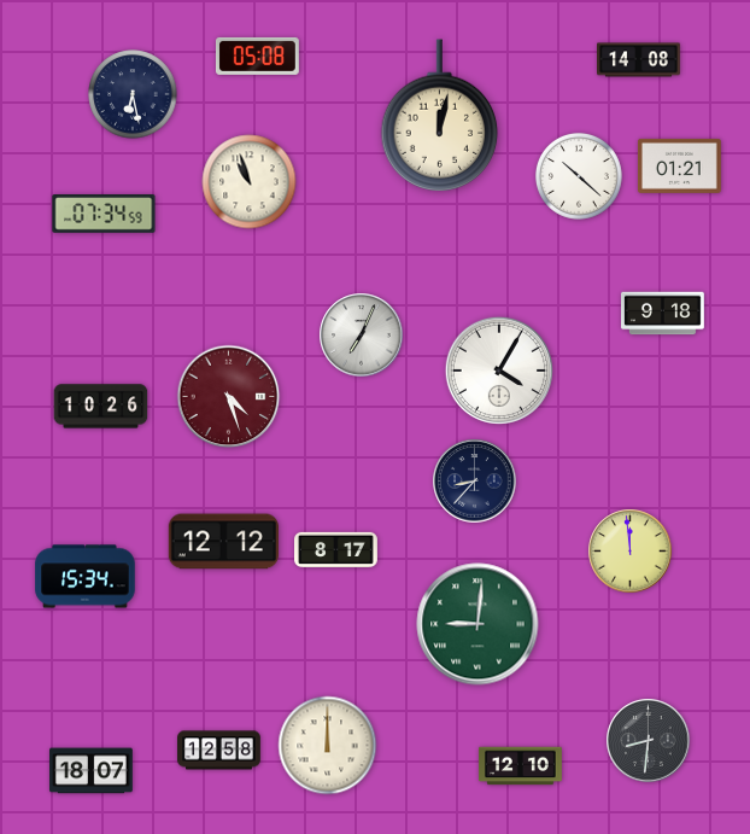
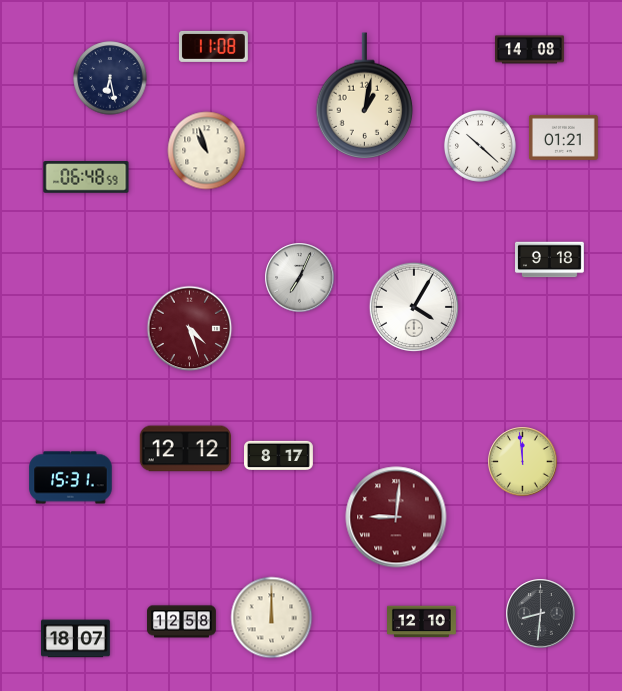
clock at (257, 56): 05:08 -> 11:08
clock at (440, 115): 12:02 -> 1:02
clock at (104, 215): 07:34 -> 06:48
clock at (101, 407): 10:26 -> none
clock at (475, 482): 8:37 -> none
clock at (631, 552) position: (631, 552) -> (523, 462)
clock at (86, 577): 15:34 -> 15:31
clock at (477, 624) dial: green -> burgundy
clock at (649, 741) position: (649, 741) -> (541, 614)
clock at (521, 766) position: (521, 766) -> (422, 622)
